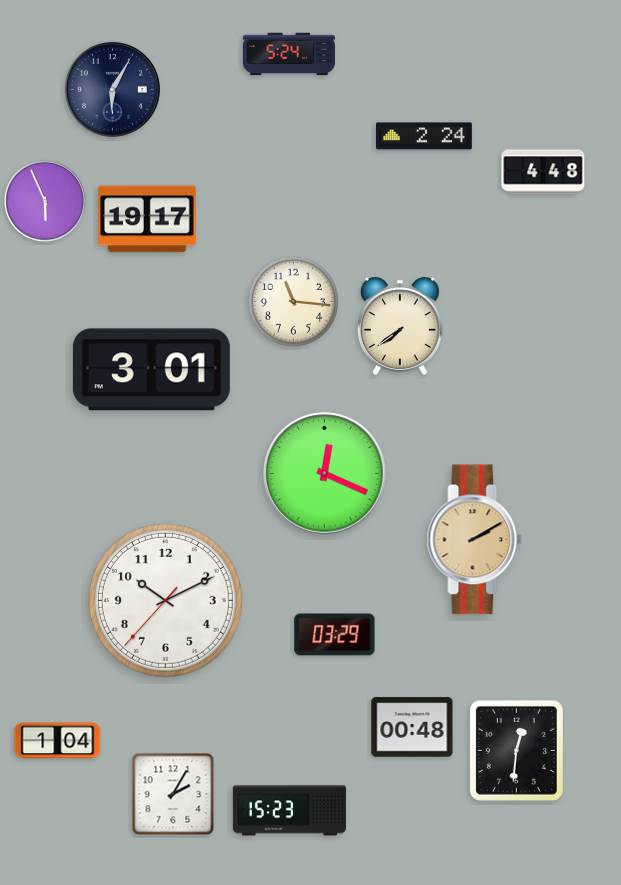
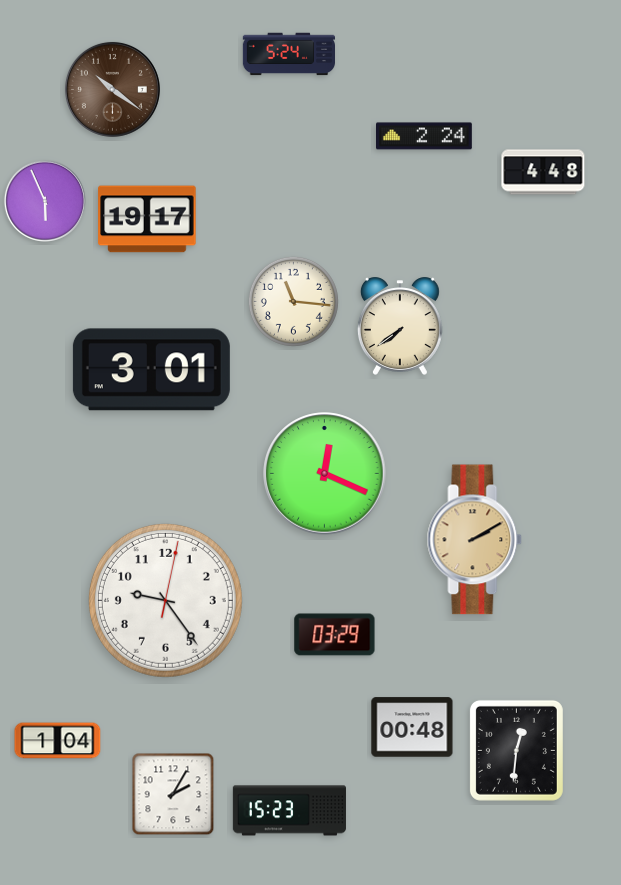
clock at (112, 89): 6:05 -> 10:21
clock at (112, 89) dial: navy -> brown
clock at (165, 600): 10:10 -> 9:24
